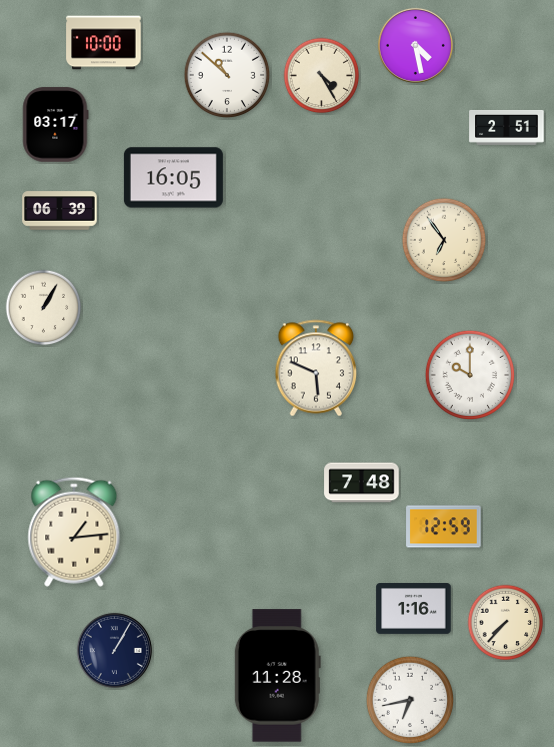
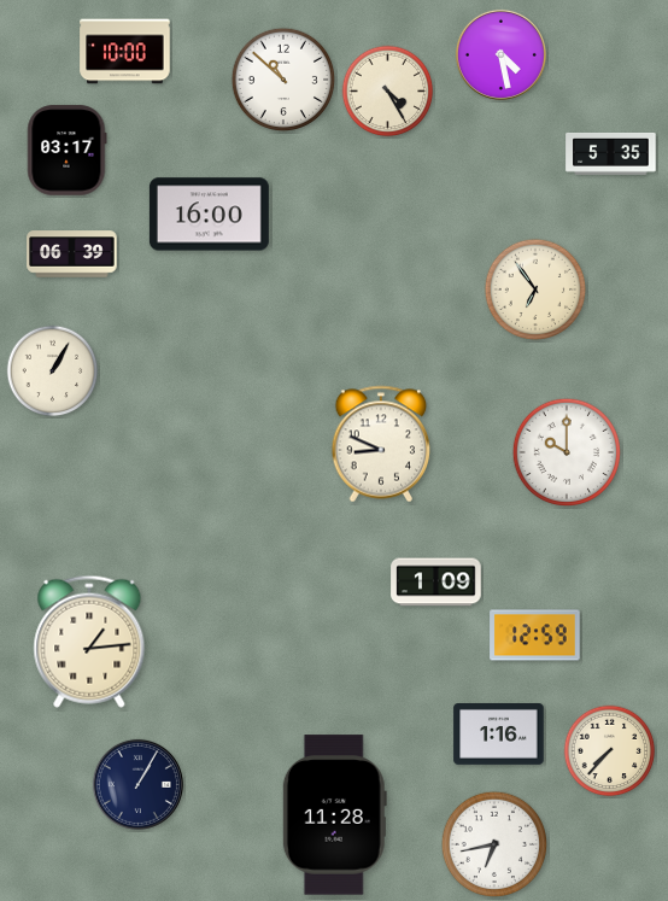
clock at (227, 75) position: (227, 75) -> (283, 80)
clock at (507, 127): 2:51 -> 5:35
clock at (173, 178): 16:05 -> 16:00
clock at (316, 368): 5:49 -> 8:49
clock at (362, 483): 7:48 -> 1:09
